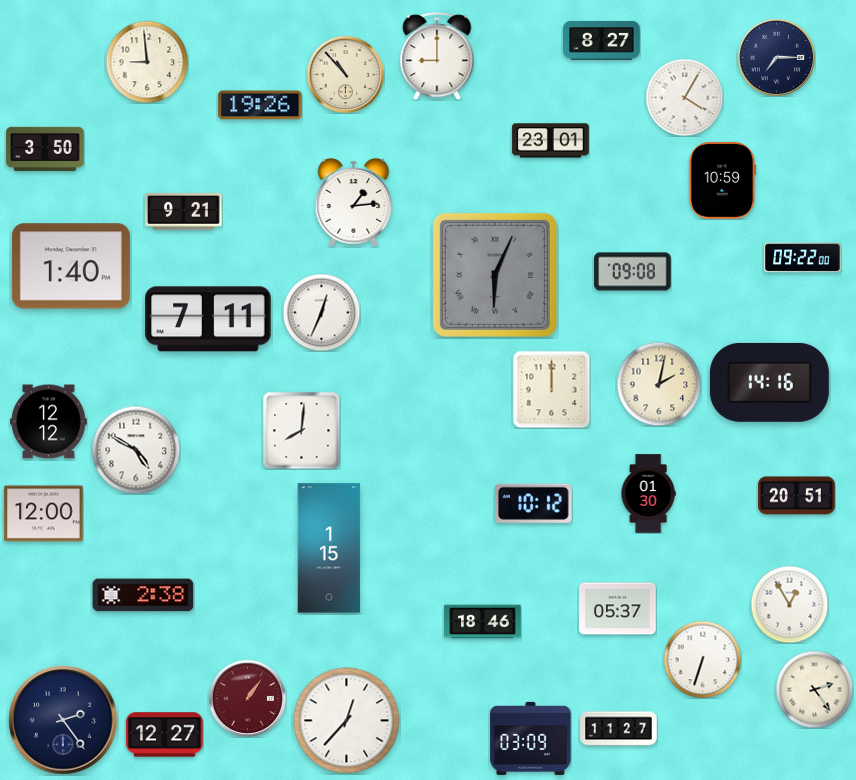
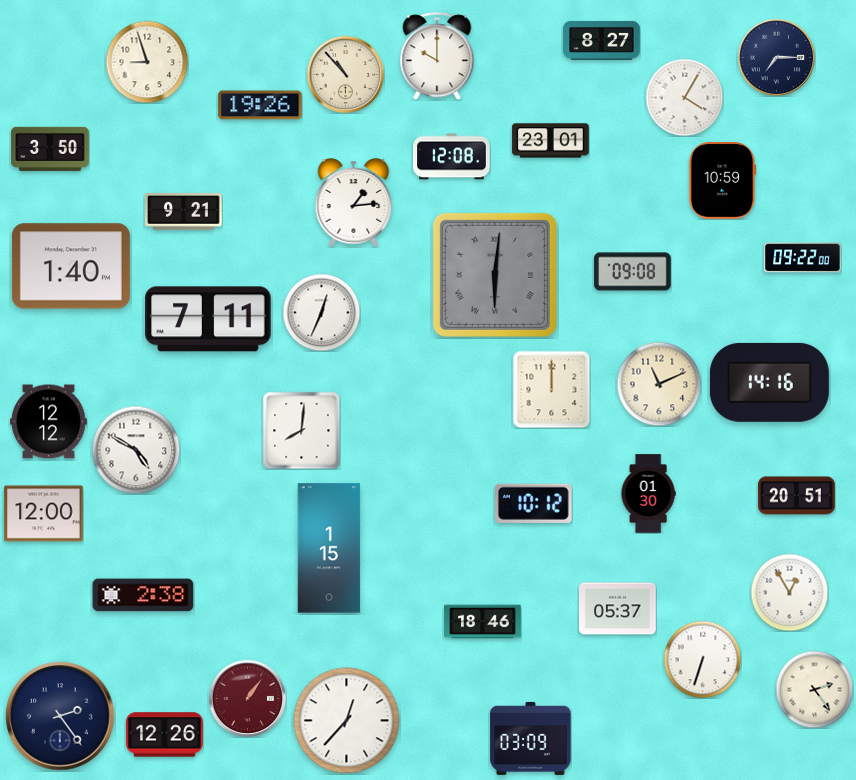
clock at (437, 56): 9:00 -> 10:00
clock at (147, 62): 8:59 -> 8:57
clock at (45, 149) position: (45, 149) -> (50, 149)
clock at (452, 157): none -> 12:08
clock at (495, 275): 6:04 -> 6:01
clock at (659, 384): 2:02 -> 11:11
clock at (789, 604) position: (789, 604) -> (789, 592)
clock at (63, 720) position: (63, 720) -> (60, 716)
clock at (619, 729): 11:27 -> none
clock at (165, 735): 12:27 -> 12:26
